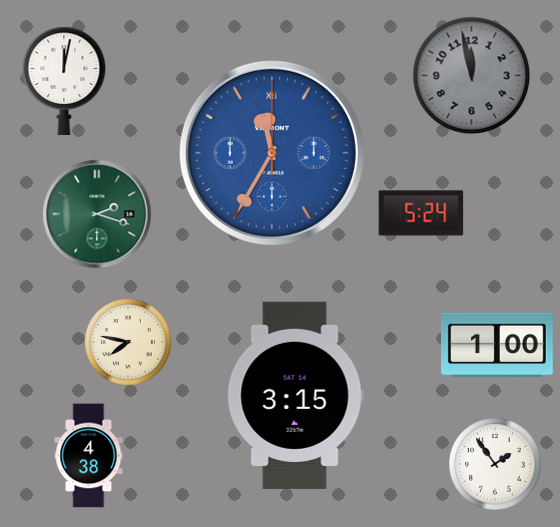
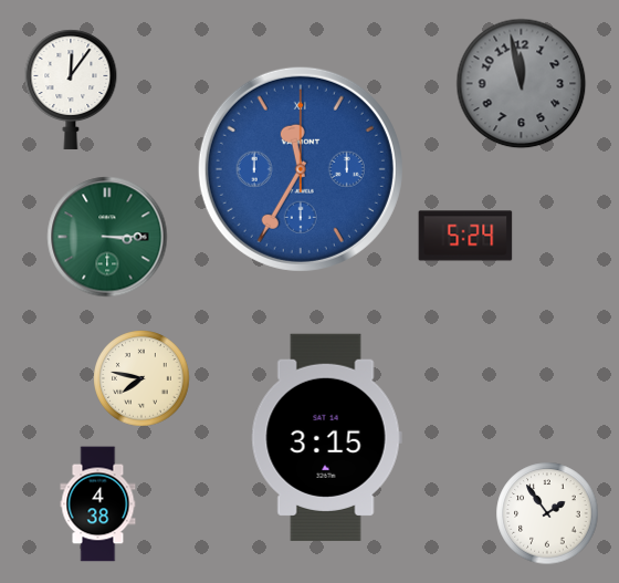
clock at (64, 81): 12:02 -> 12:06
clock at (97, 214): 2:18 -> 3:15
clock at (498, 345): 1:00 -> none
